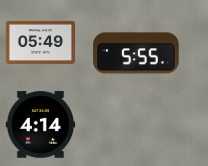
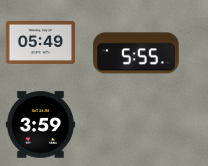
clock at (41, 125): 4:14 -> 3:59
